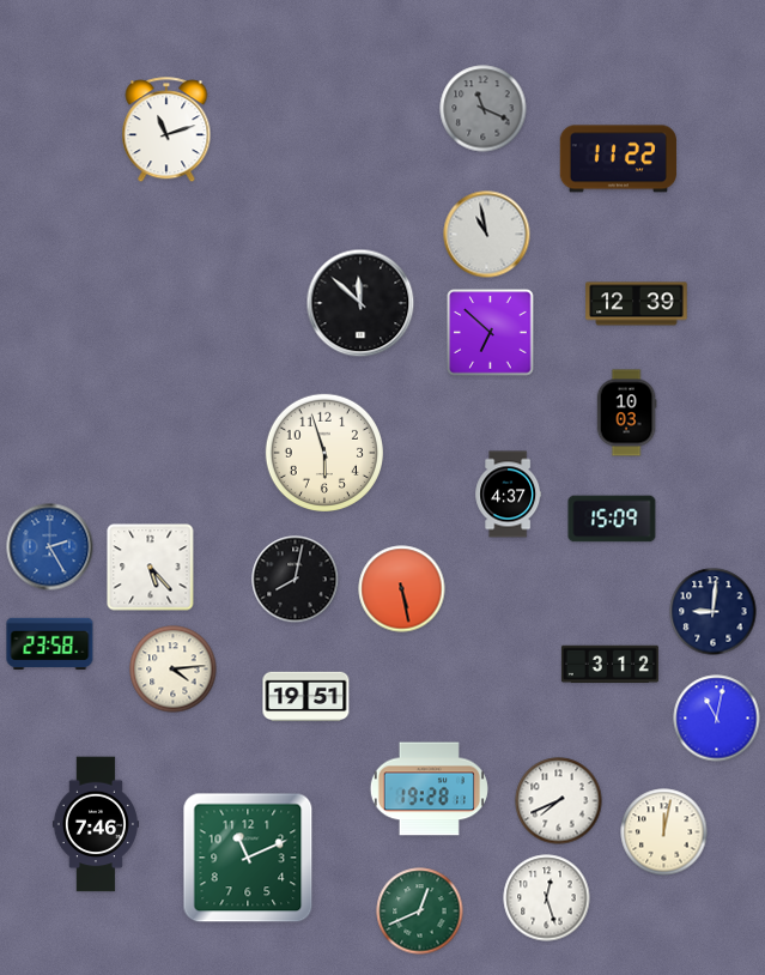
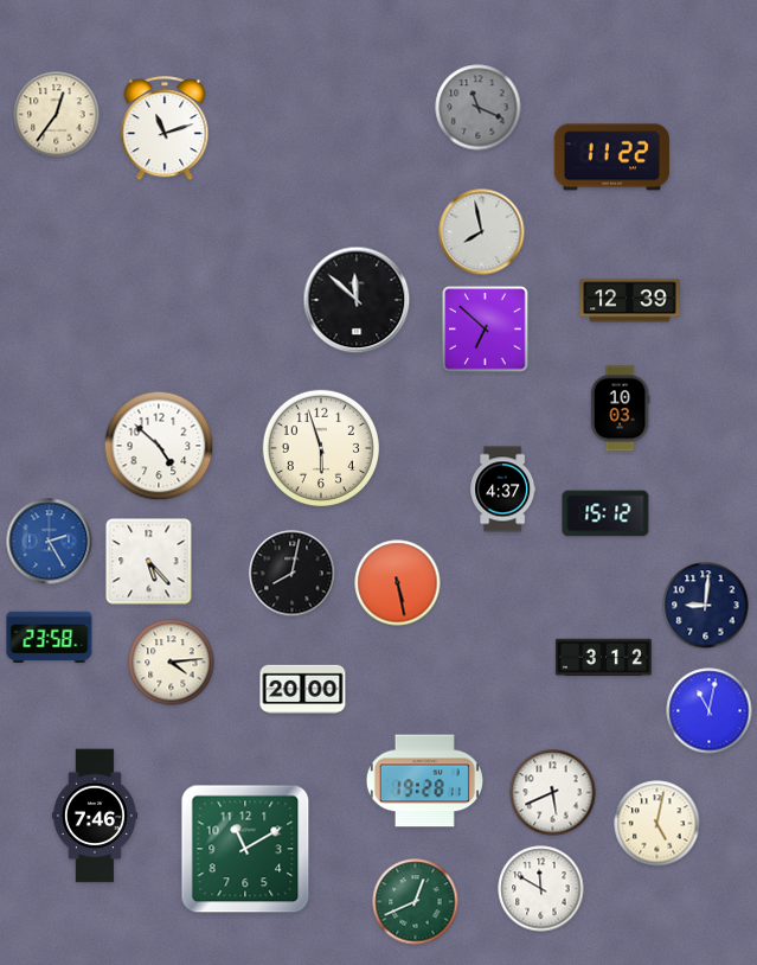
clock at (57, 115): none -> 12:36
clock at (487, 235): 10:58 -> 7:58
clock at (159, 446): none -> 4:52
clock at (612, 519): 15:09 -> 15:12
clock at (306, 697): 19:51 -> 20:00
clock at (559, 801): 7:41 -> 5:41
clock at (664, 832): 12:02 -> 5:02
clock at (248, 858): 11:11 -> 11:10
clock at (547, 898): 12:27 -> 11:50
